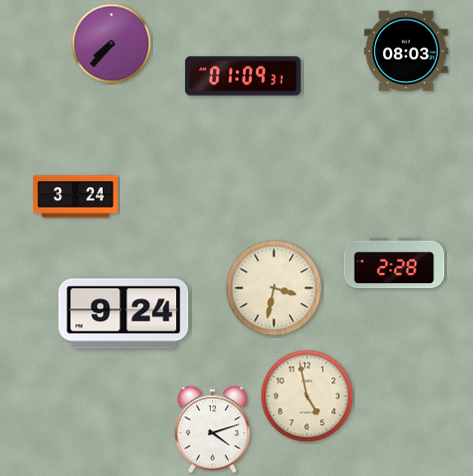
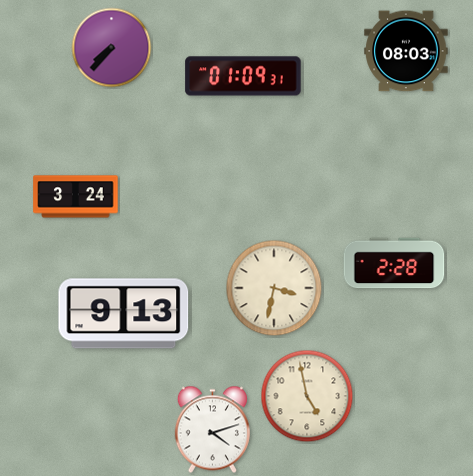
clock at (112, 44) position: (112, 44) -> (112, 48)
clock at (124, 314): 9:24 -> 9:13
